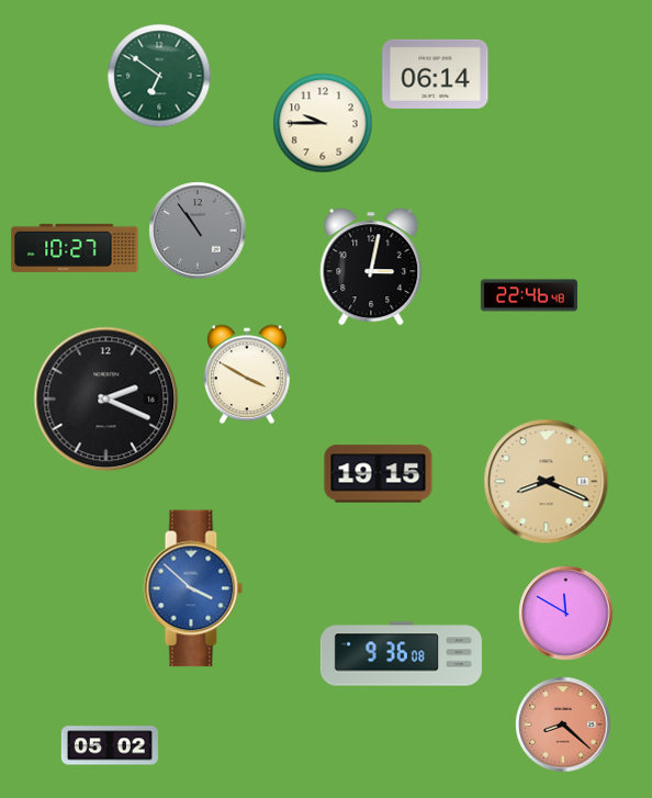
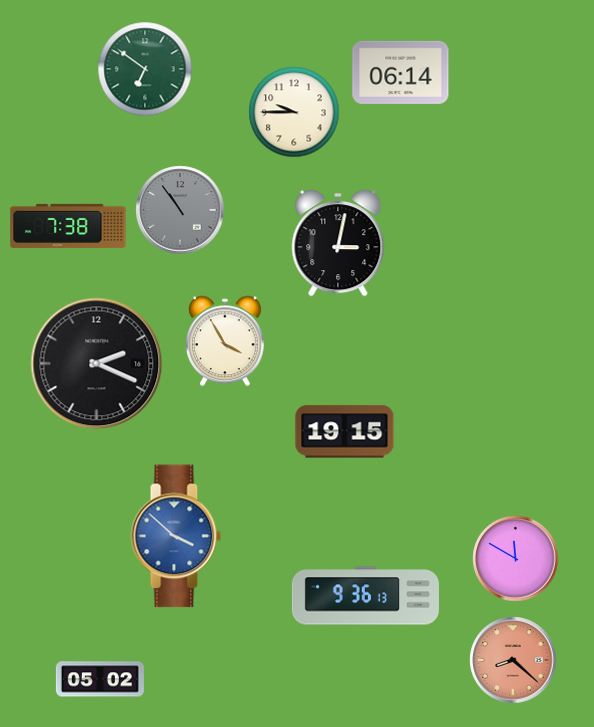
clock at (436, 74) position: (436, 74) -> (401, 72)
clock at (75, 248): 10:27 -> 7:38
clock at (529, 295): 22:46 -> none
clock at (248, 374): 3:50 -> 3:55
clock at (547, 482): 8:19 -> none
clock at (401, 654): 9:36:08 -> 9:36:13
